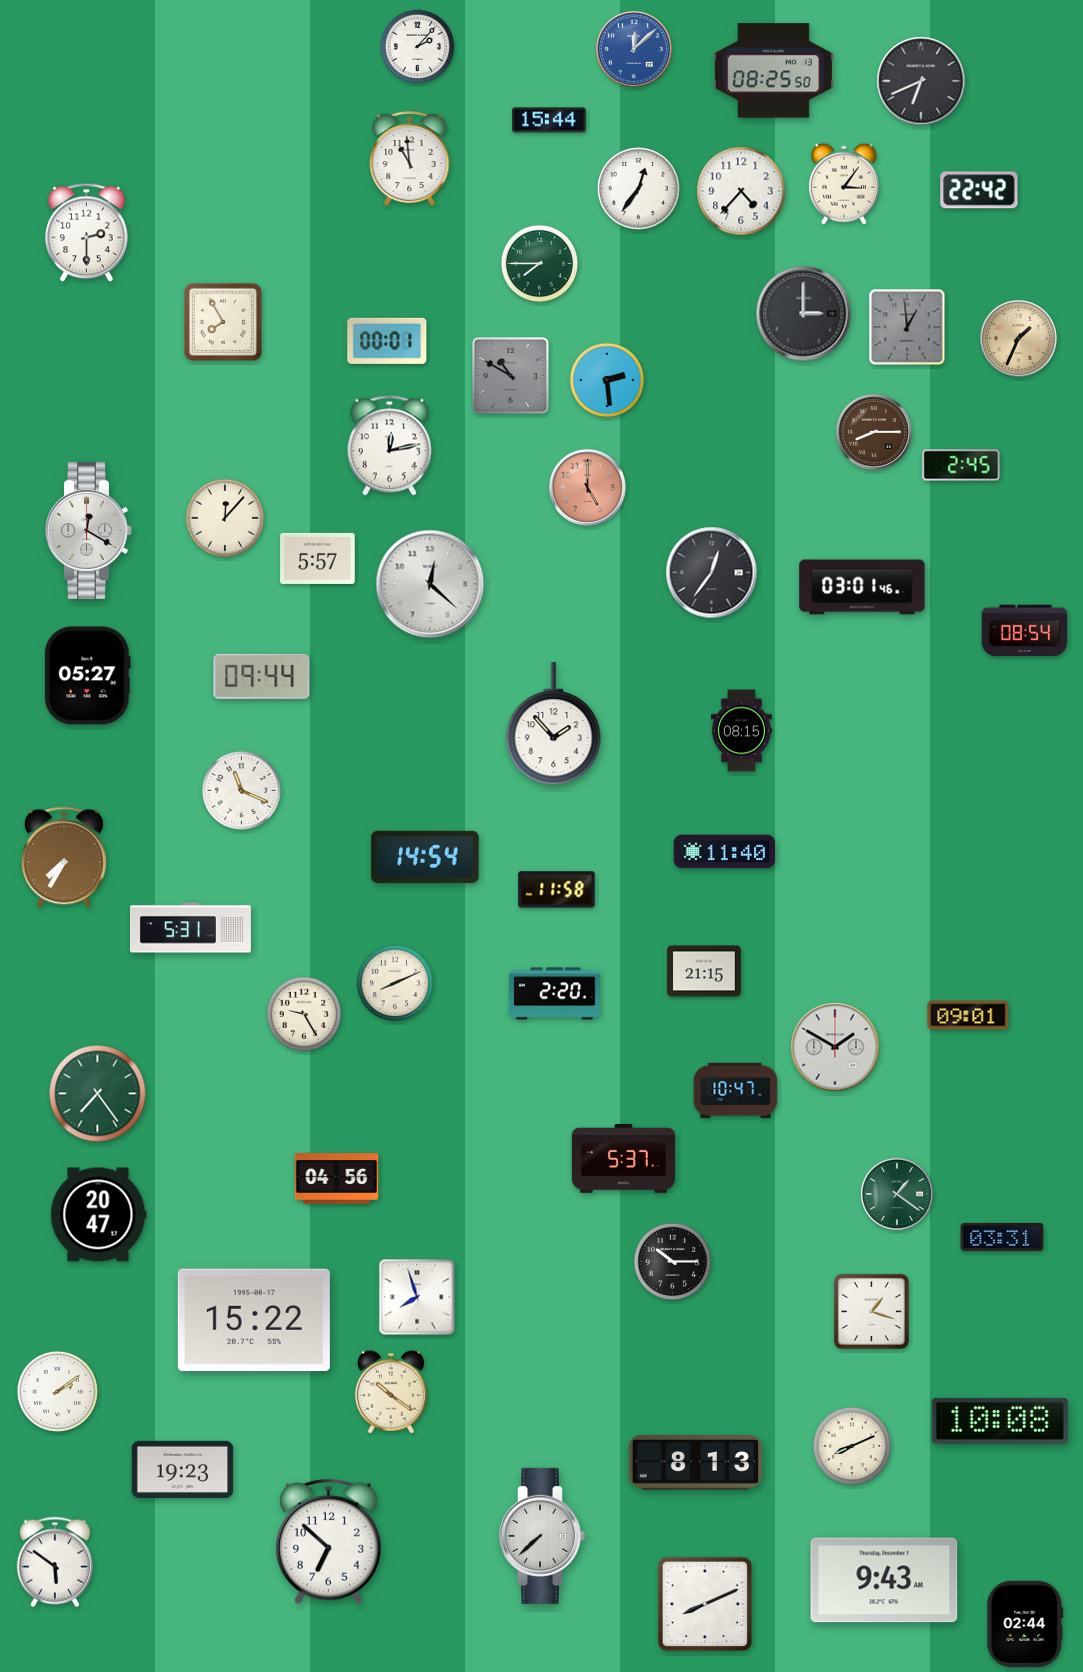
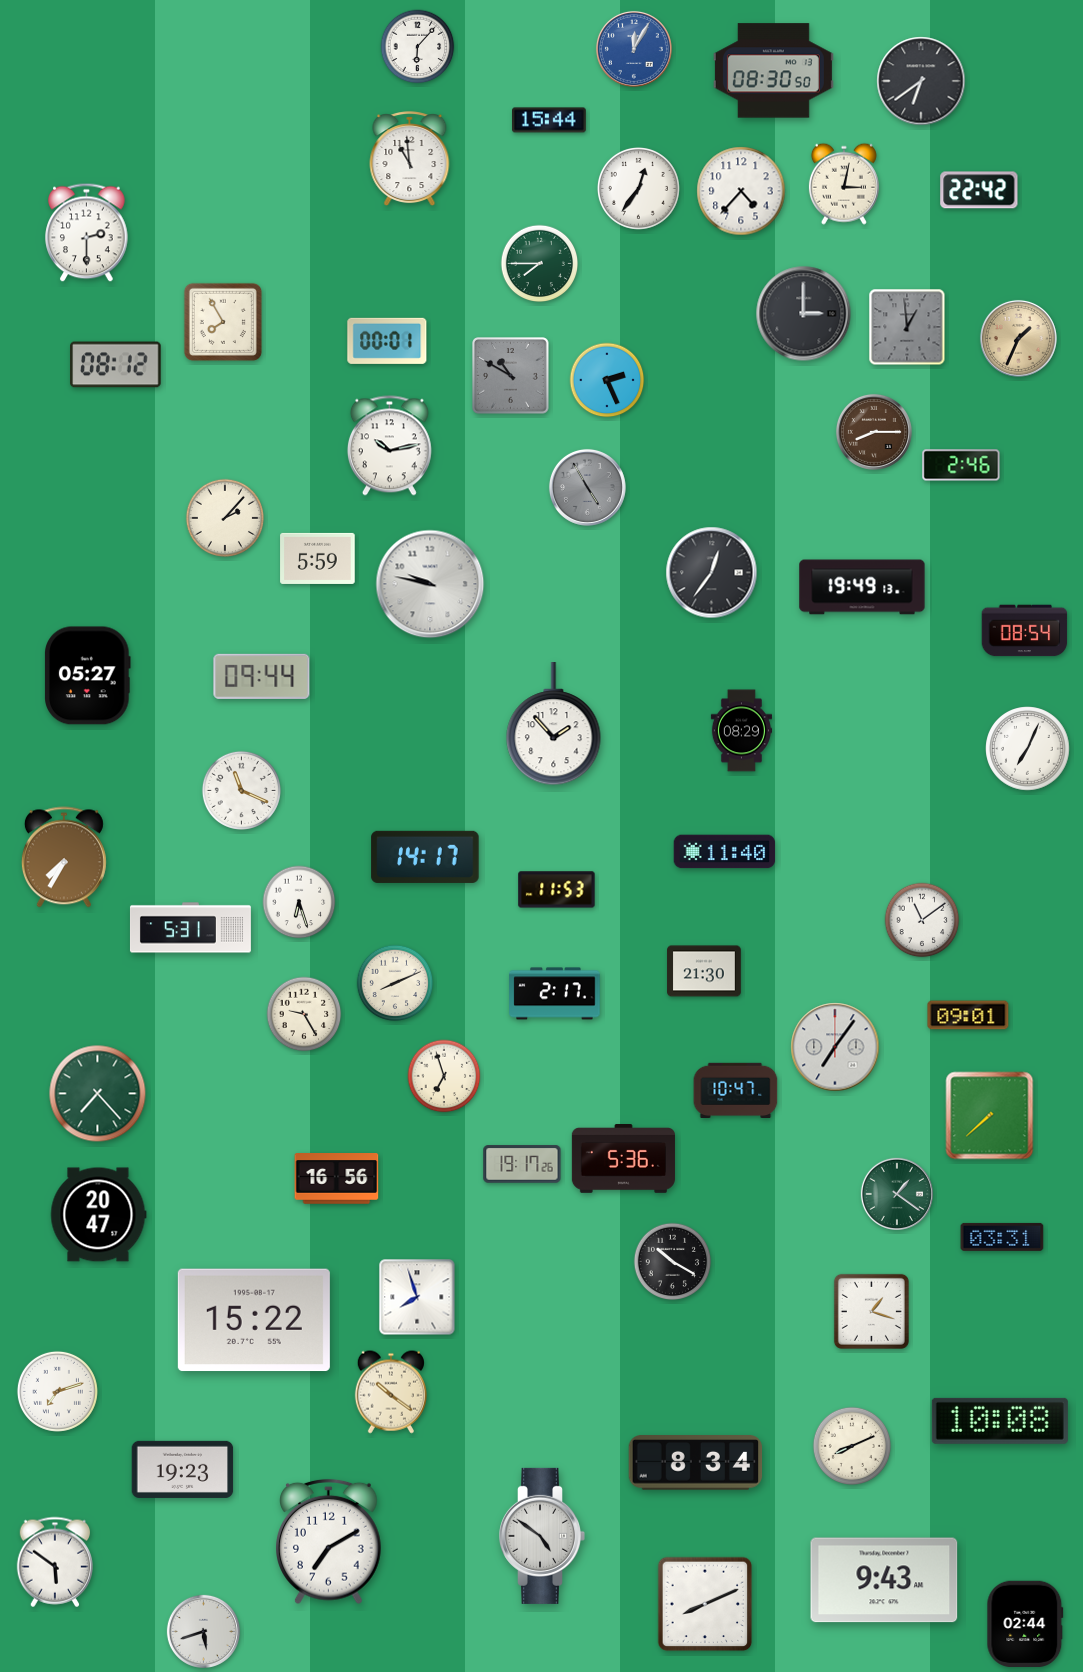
clock at (418, 47): 2:07 -> 6:07
clock at (634, 49): 12:08 -> 12:05
clock at (773, 71): 08:25 -> 08:30
clock at (921, 81): 6:41 -> 6:39
clock at (844, 184): 3:06 -> 3:02
clock at (116, 365): none -> 08:12
clock at (607, 380): 2:29 -> 2:26
clock at (389, 446): 12:13 -> 10:13
clock at (961, 465): 2:45 -> 2:46
clock at (587, 487): 5:00 -> 4:55
clock at (587, 487) dial: salmon -> grey
clock at (224, 517): 12:07 -> 2:07
clock at (89, 530): 12:20 -> none
clock at (318, 558): 5:57 -> 5:59
clock at (430, 584): 12:22 -> 9:47
clock at (862, 587): 03:01 -> 19:49
clock at (741, 731): 08:15 -> 08:29
clock at (1028, 749): none -> 7:04
clock at (425, 857): 14:54 -> 14:17
clock at (557, 890): 11:58 -> 11:53
clock at (299, 902): none -> 6:27
clock at (922, 920): none -> 11:09
clock at (704, 971): 21:15 -> 21:30
clock at (555, 994): 2:20 -> 2:17
clock at (835, 1047): 1:50 -> 7:06
clock at (444, 1076): none -> 6:57
clock at (98, 1094): 7:24 -> 7:23
clock at (990, 1116): none -> 7:38
clock at (623, 1159): 5:37 -> 5:36
clock at (522, 1164): none -> 19:17
clock at (337, 1179): 04:56 -> 16:56
clock at (673, 1262): 10:15 -> 10:20
clock at (57, 1391): 2:09 -> 7:12
clock at (696, 1463): 8:13 -> 8:34
clock at (542, 1536): 7:38 -> 4:51
clock at (329, 1542): 6:52 -> 7:10
clock at (203, 1631): none -> 5:42
